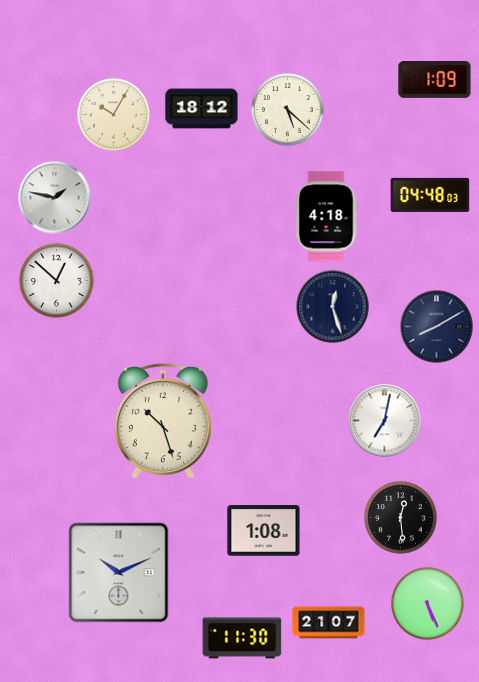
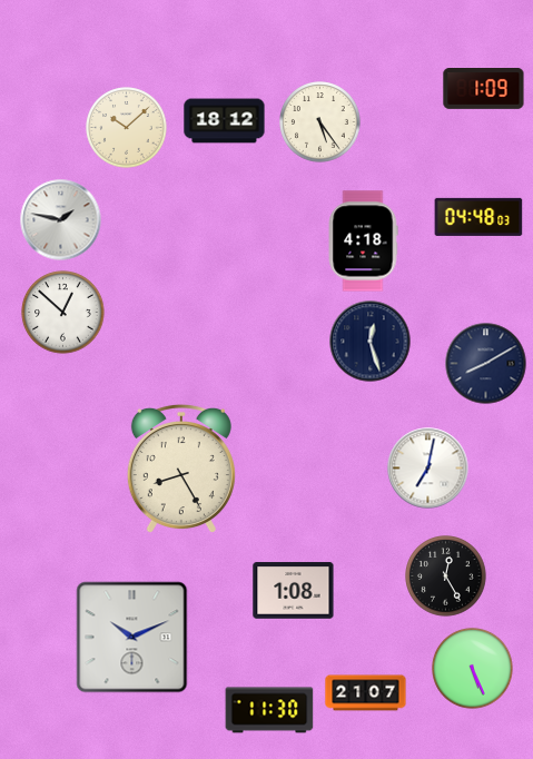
clock at (288, 110): 5:22 -> 5:24
clock at (114, 115): 10:05 -> 10:08
clock at (163, 421): 10:27 -> 8:25
clock at (401, 518): 12:29 -> 12:25
clock at (428, 604) position: (428, 604) -> (473, 669)
